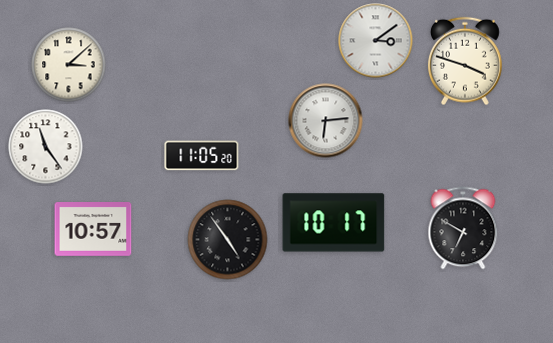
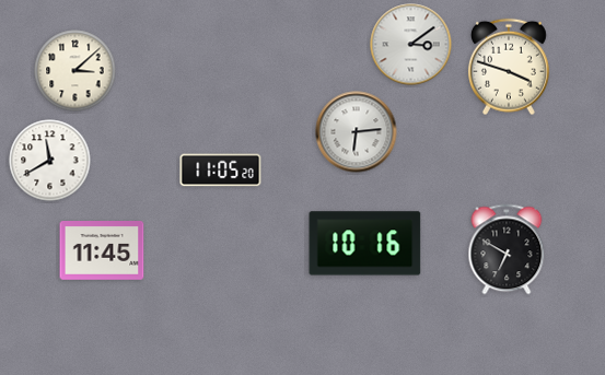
clock at (46, 147): 11:24 -> 11:40
clock at (334, 223): 10:17 -> 10:16
clock at (93, 230): 10:57 -> 11:45
clock at (228, 240): 4:54 -> none
